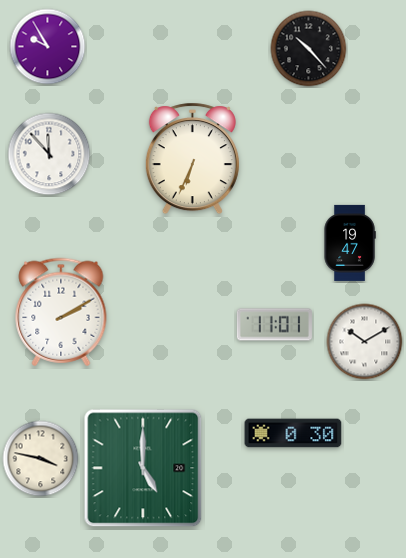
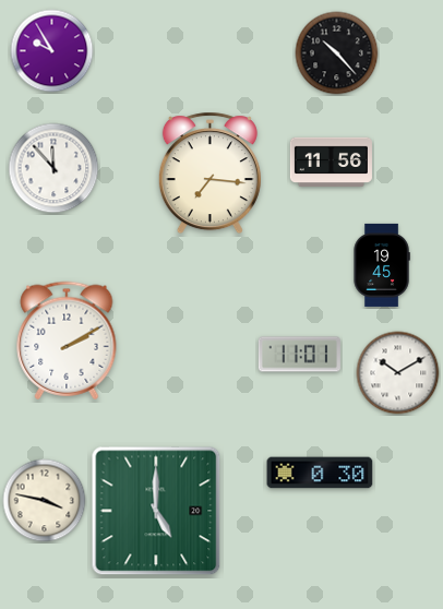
clock at (331, 162): none -> 11:56
clock at (192, 159): 6:34 -> 7:16
clock at (350, 243): 19:47 -> 19:45
